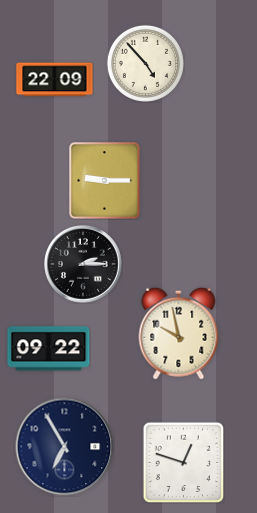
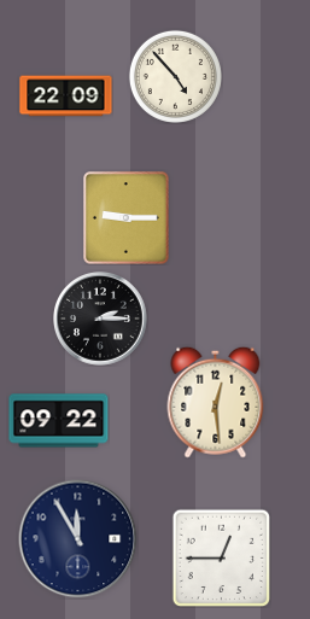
clock at (179, 333): 9:58 -> 12:29
clock at (65, 447): 6:55 -> 11:55
clock at (183, 462): 12:48 -> 12:45
